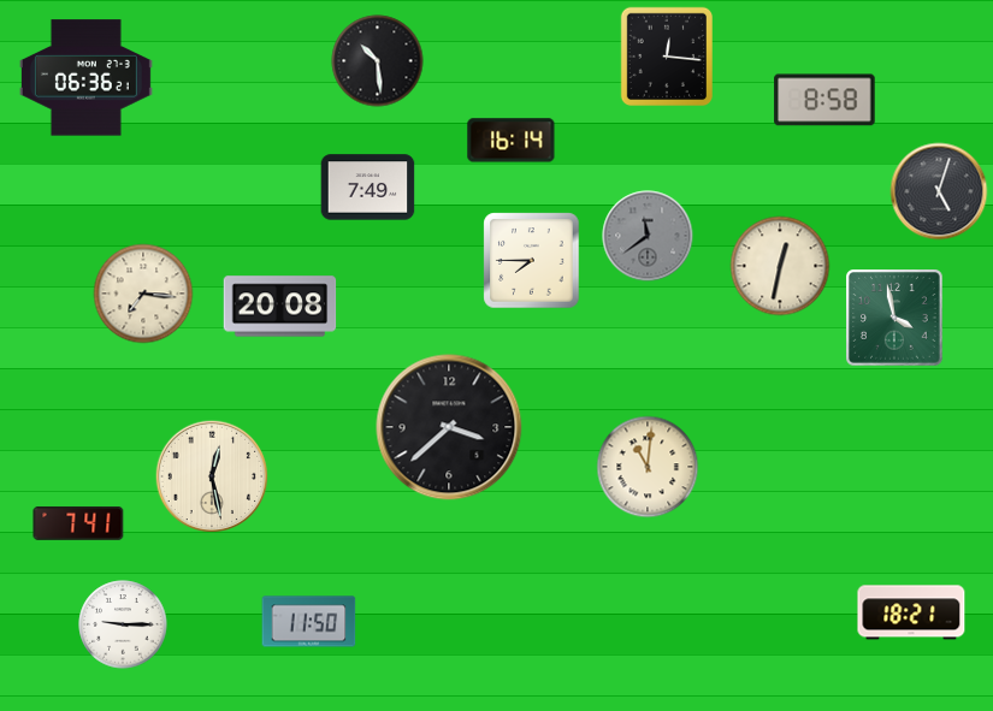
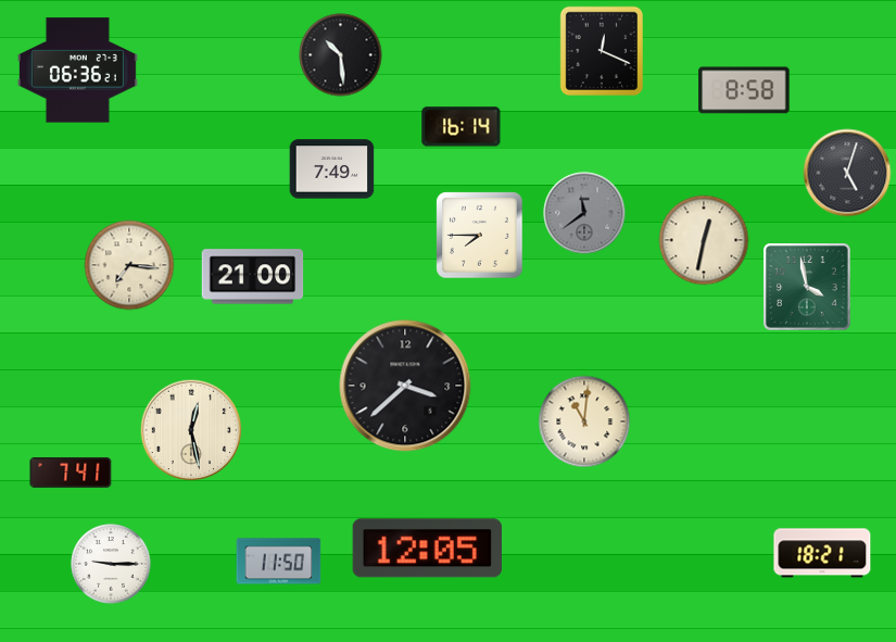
clock at (666, 57): 12:16 -> 12:19
clock at (280, 307): 20:08 -> 21:00
clock at (427, 549): none -> 12:05
